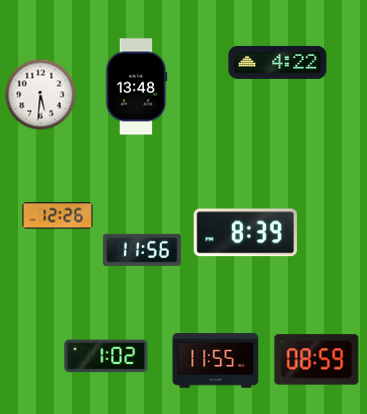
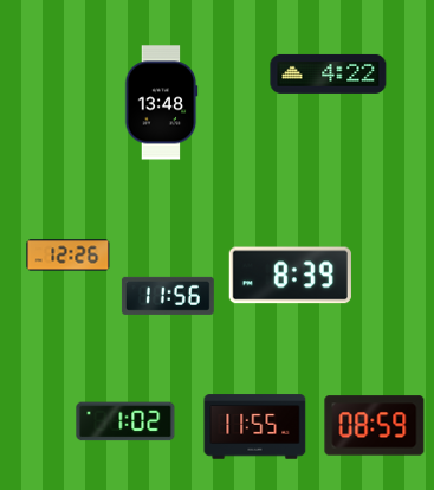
clock at (41, 95): 5:31 -> none
